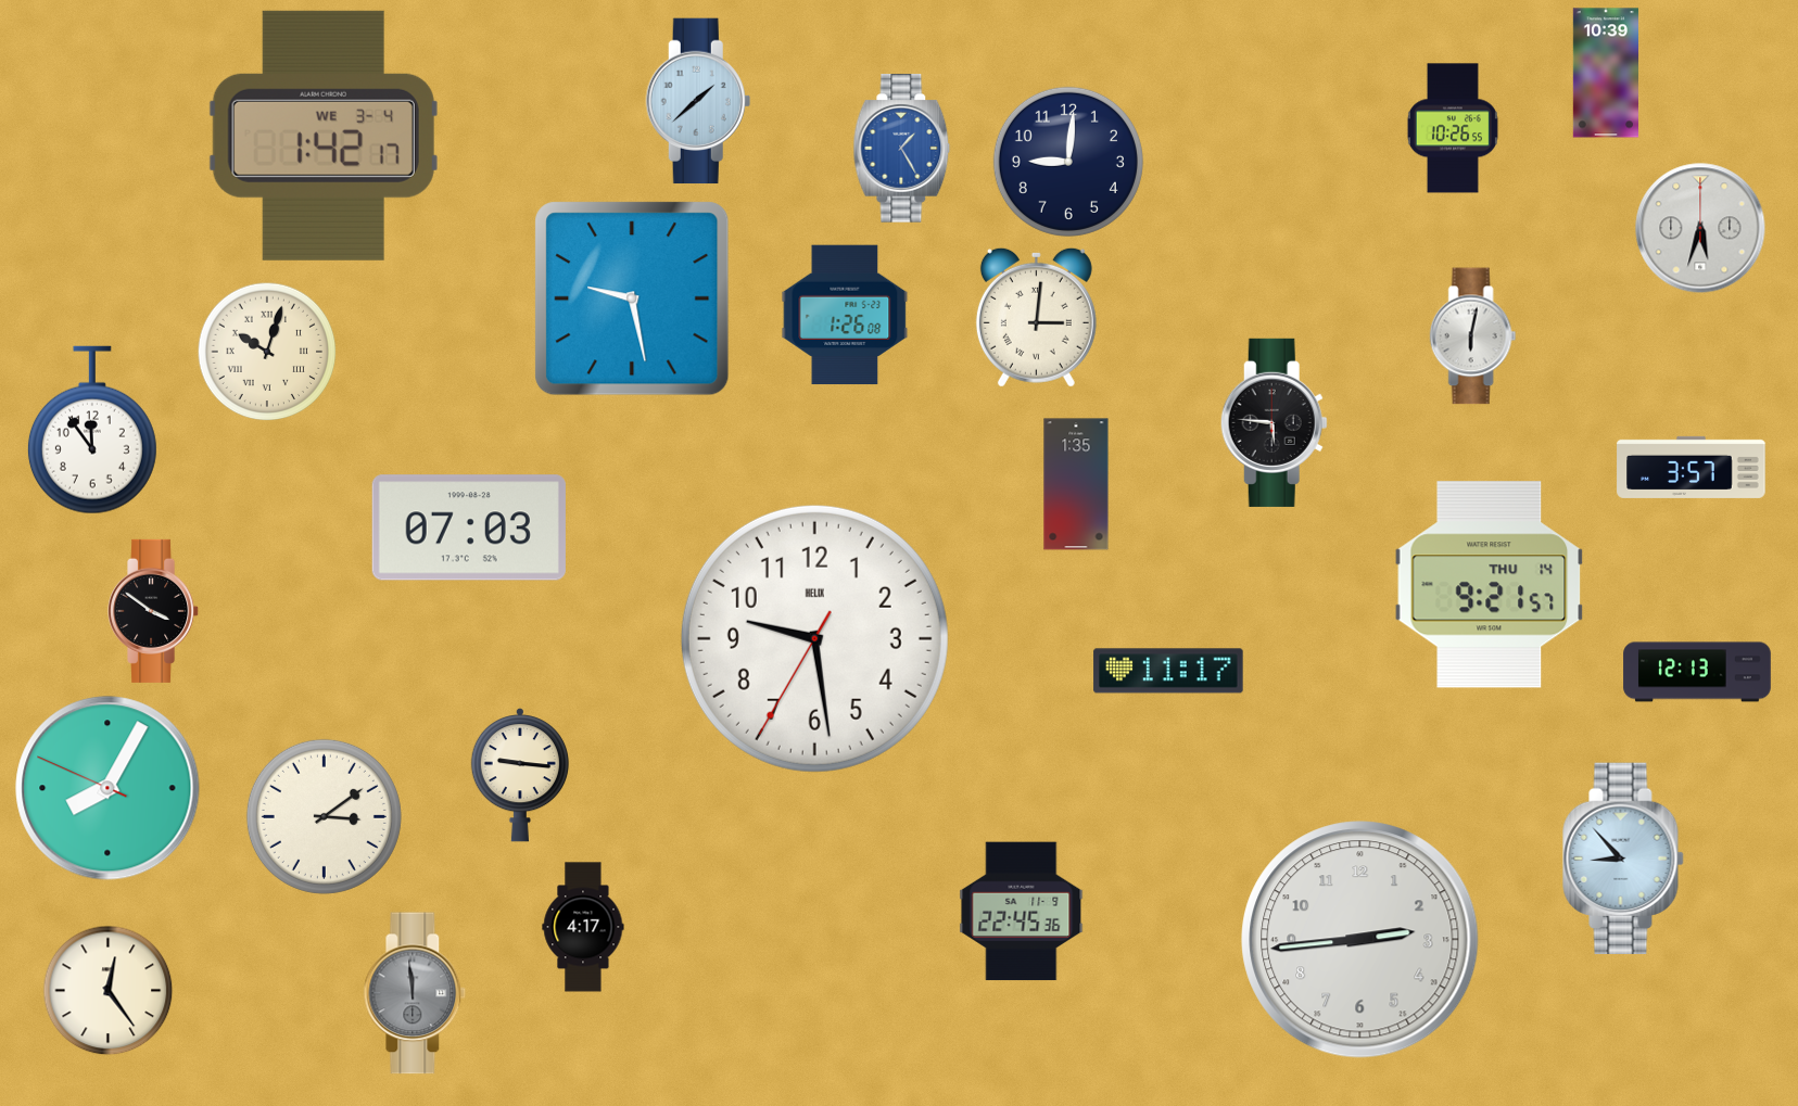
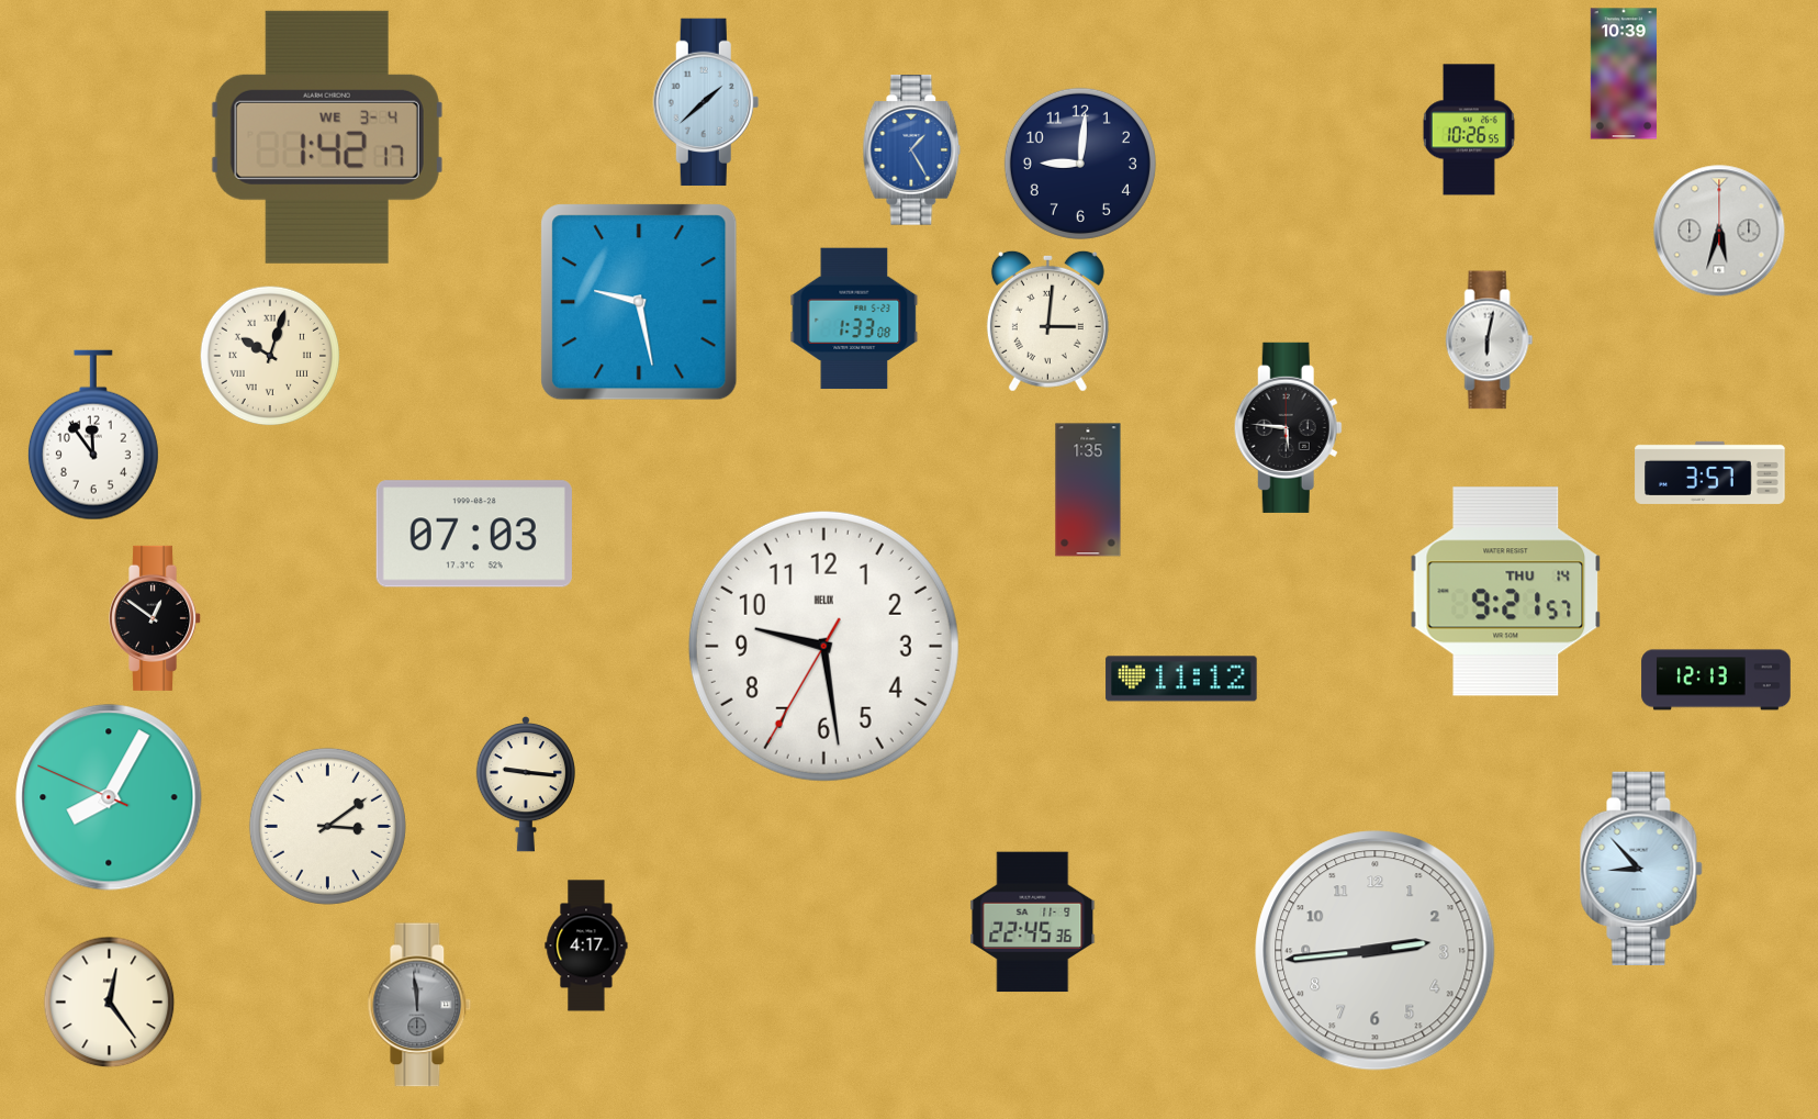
clock at (845, 315): 1:26 -> 1:33
clock at (154, 611): 3:51 -> 12:51
clock at (1168, 671): 11:17 -> 11:12
clock at (583, 927) position: (583, 927) -> (586, 945)
